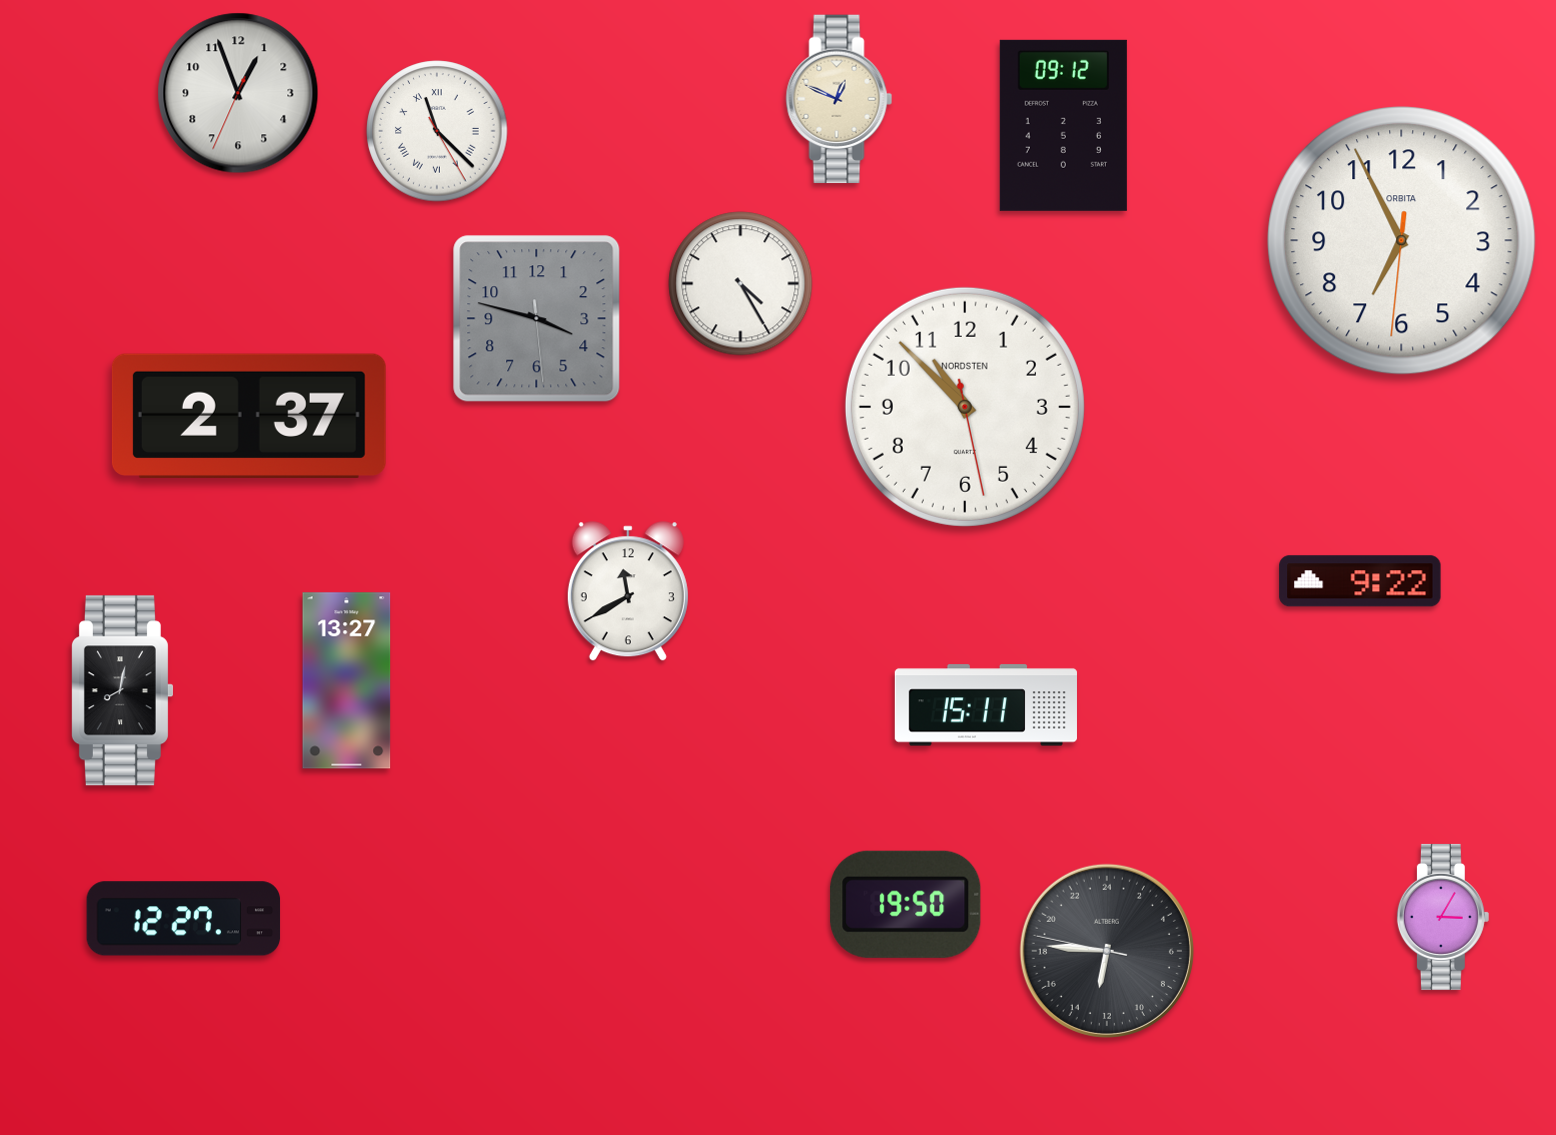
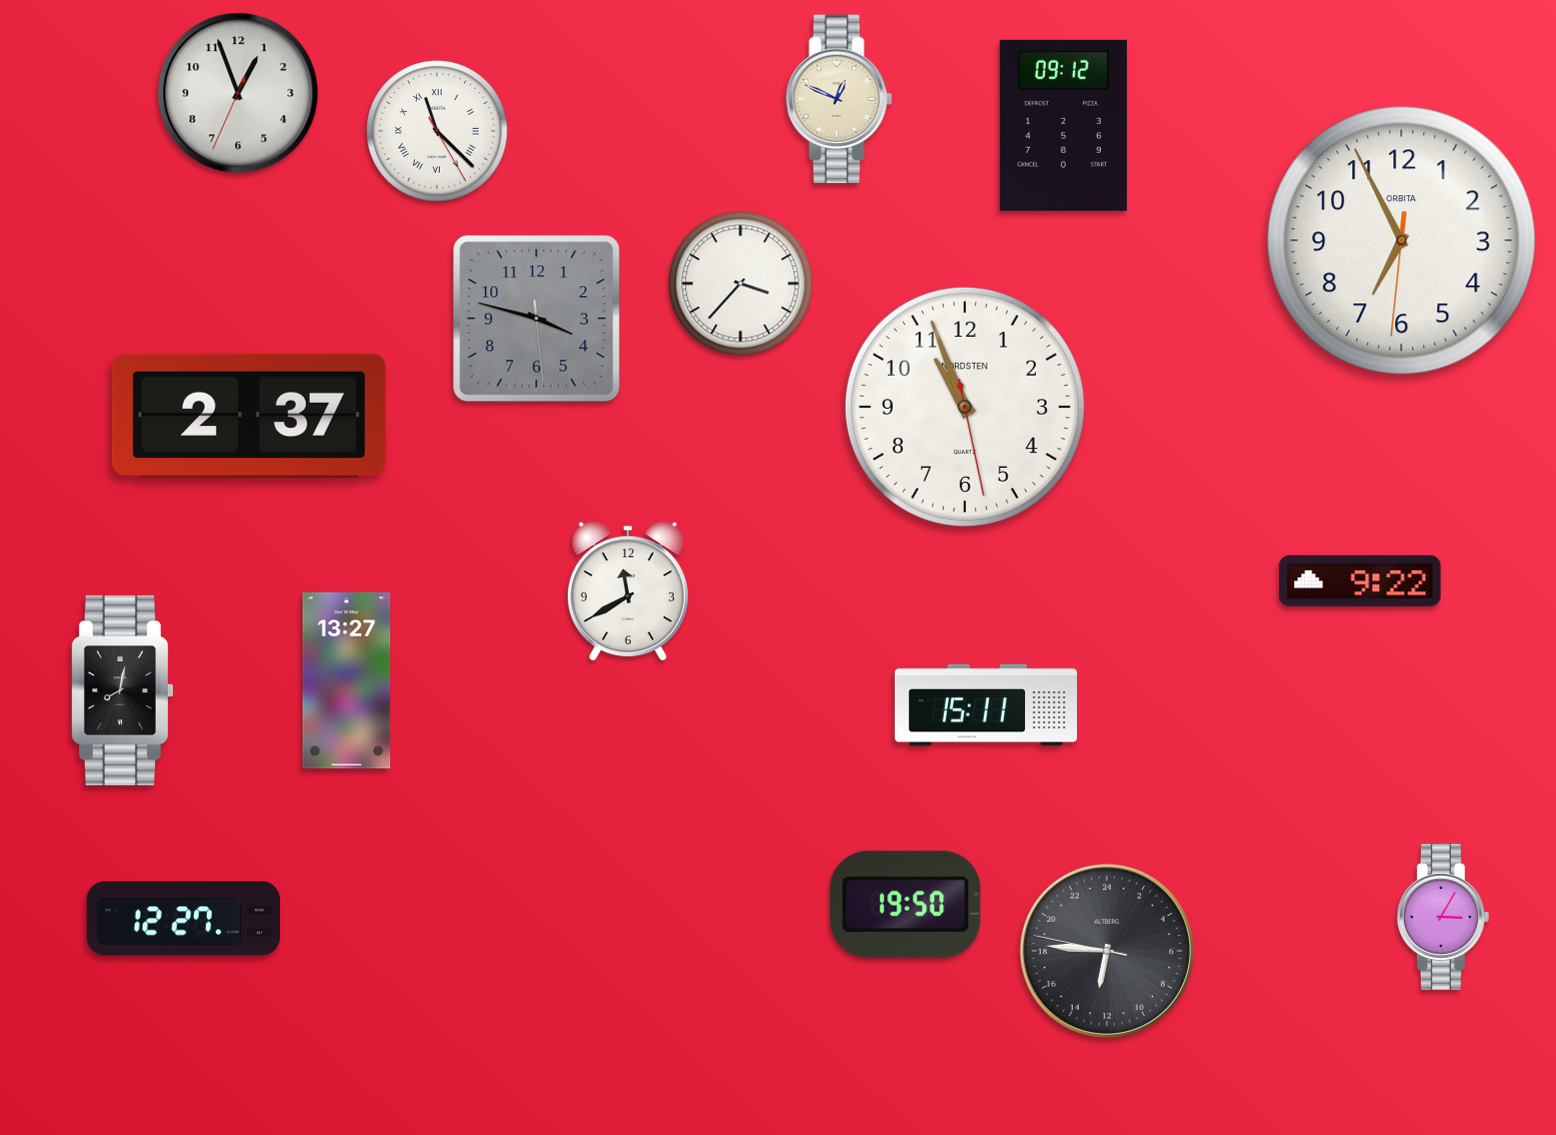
clock at (741, 284): 4:25 -> 3:37
clock at (965, 407): 10:52 -> 10:56
